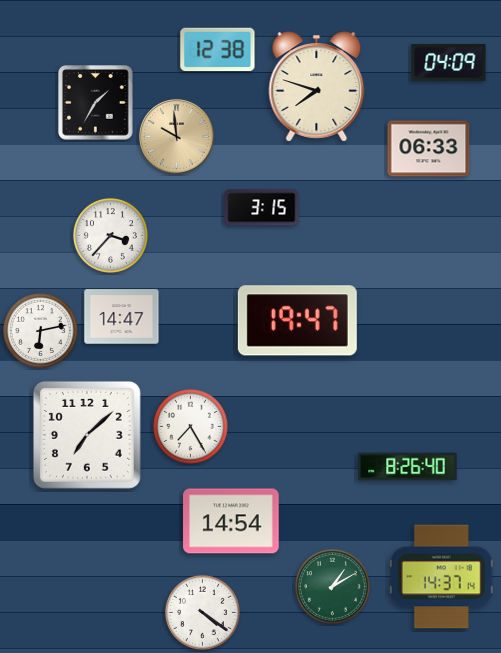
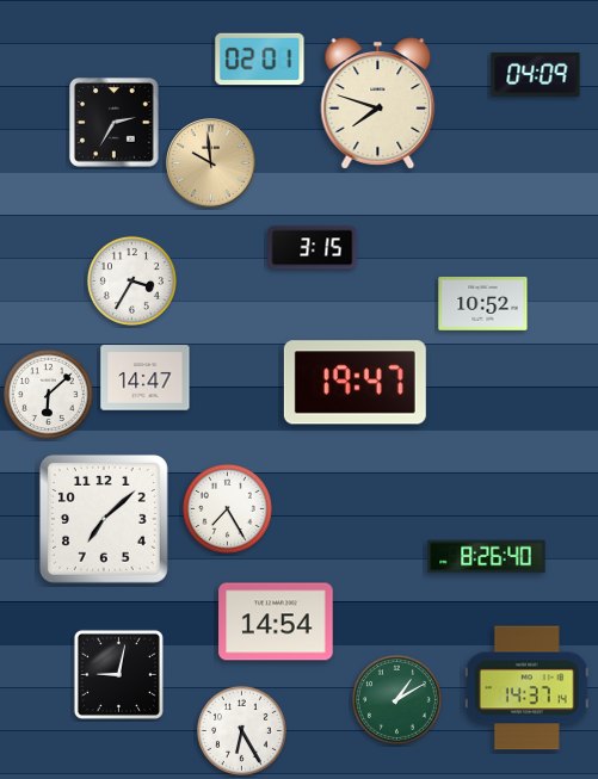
clock at (218, 50): 12:38 -> 02:01
clock at (96, 103): 1:35 -> 2:35
clock at (429, 149): 06:33 -> none
clock at (110, 235): 3:37 -> 3:35
clock at (483, 304): none -> 10:52
clock at (40, 330): 6:13 -> 6:08
clock at (118, 674): none -> 9:02
clock at (202, 612): 4:21 -> 6:25
